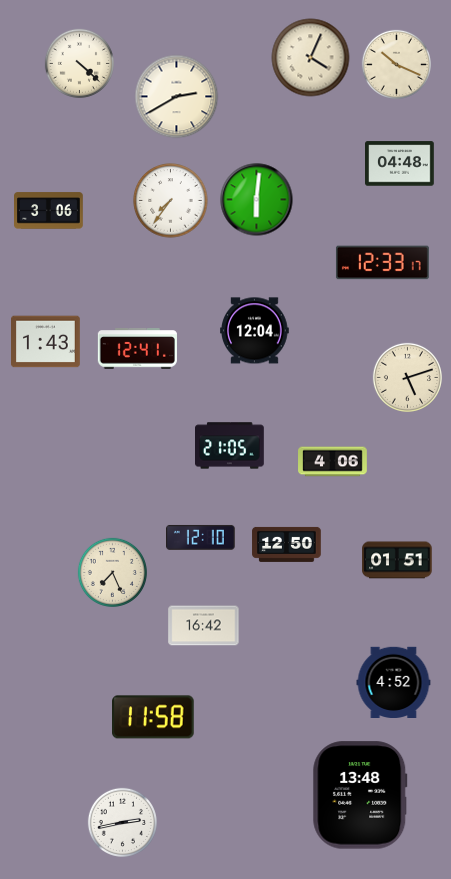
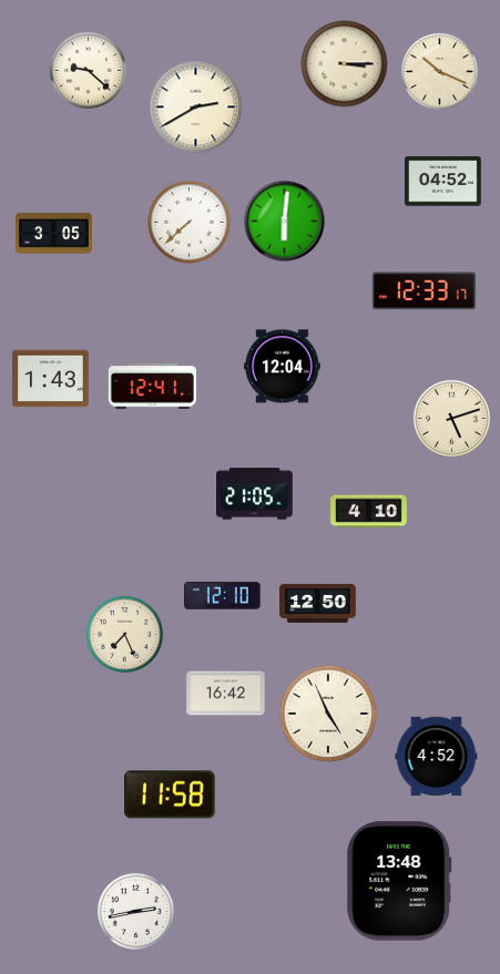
clock at (311, 58): 4:04 -> 3:15
clock at (79, 63): 4:22 -> 9:22
clock at (400, 164): 04:48 -> 04:52
clock at (171, 201): 7:36 -> 7:38
clock at (49, 211): 3:06 -> 3:05
clock at (333, 462): 4:06 -> 4:10
clock at (397, 560): 01:51 -> none
clock at (328, 714): none -> 4:56
